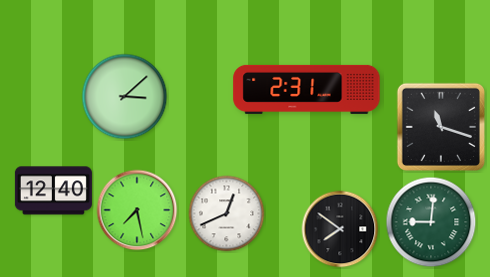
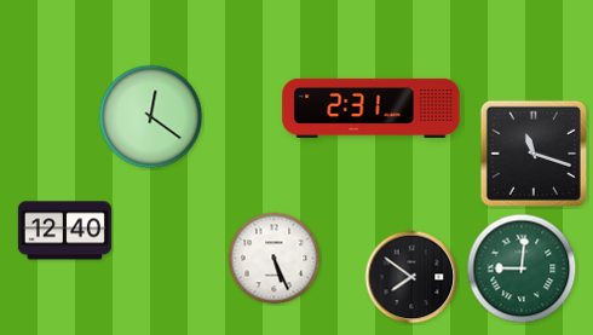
clock at (125, 97): 3:08 -> 12:21
clock at (137, 210): 7:28 -> none
clock at (227, 214): 12:41 -> 5:26
